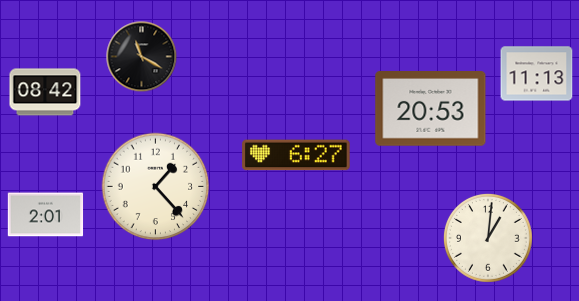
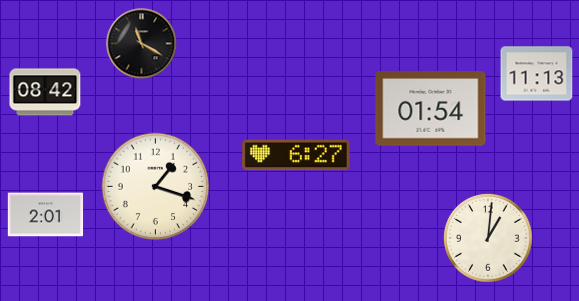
clock at (142, 57) position: (142, 57) -> (142, 44)
clock at (431, 109): 20:53 -> 01:54
clock at (156, 187): 1:23 -> 1:18
